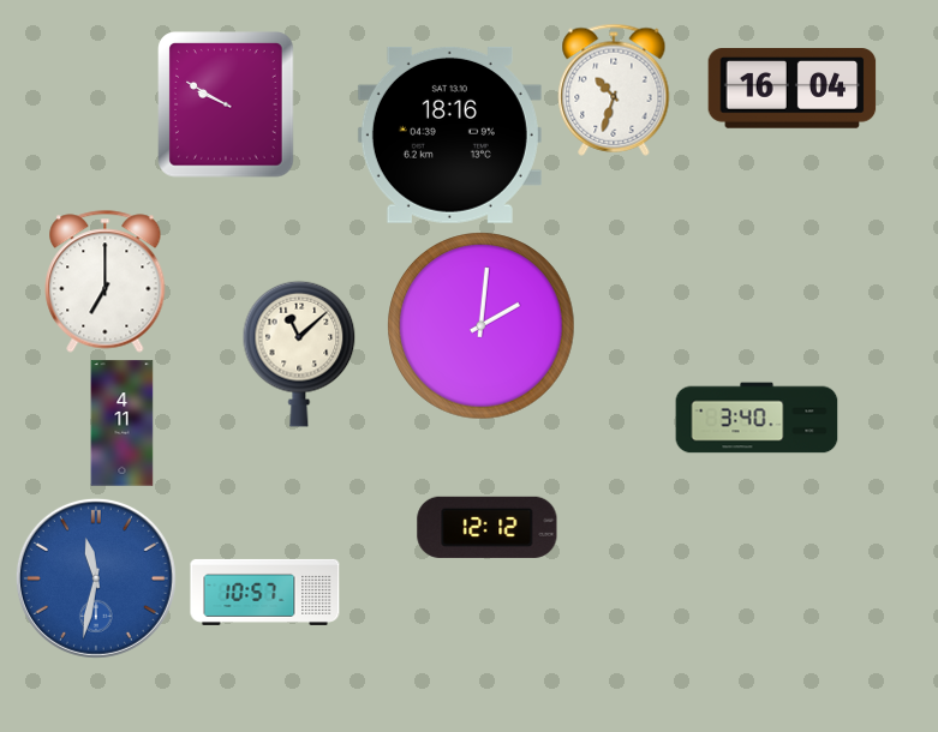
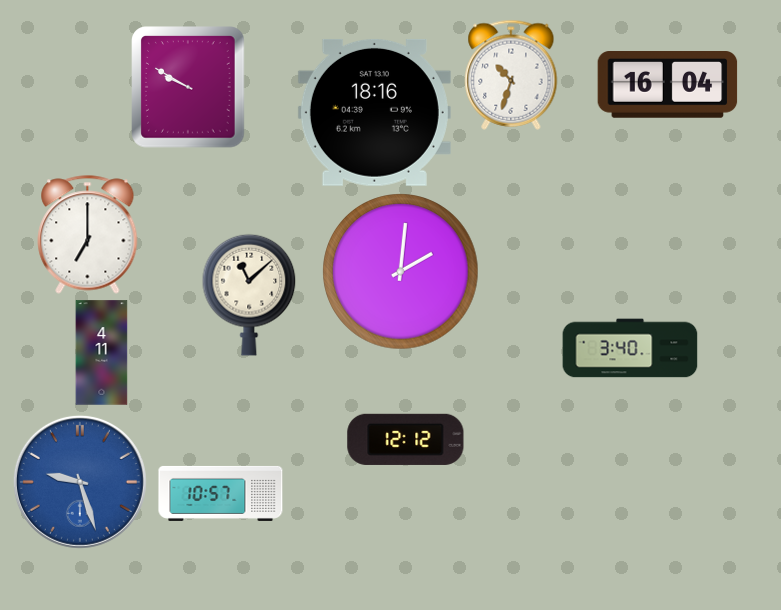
clock at (793, 89) position: (793, 89) -> (668, 85)
clock at (96, 578): 11:32 -> 9:27
